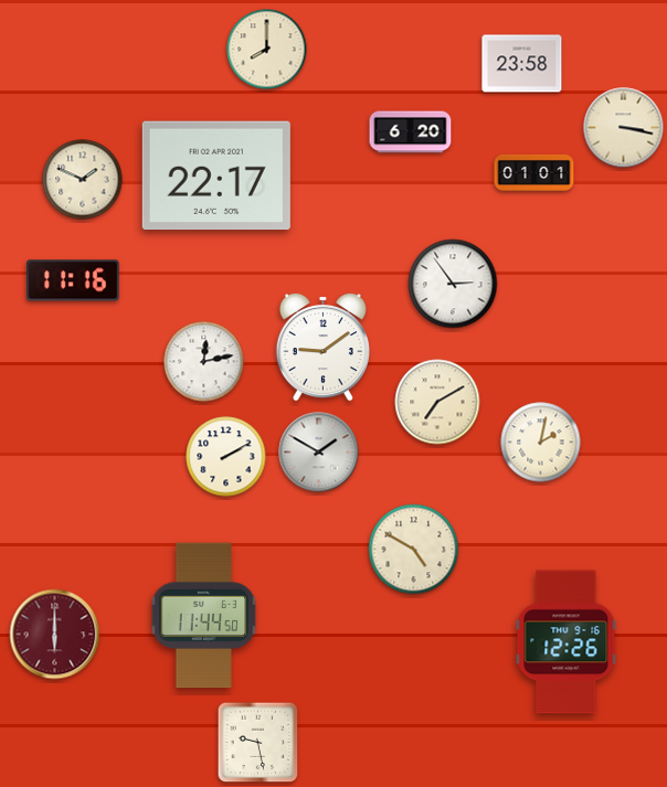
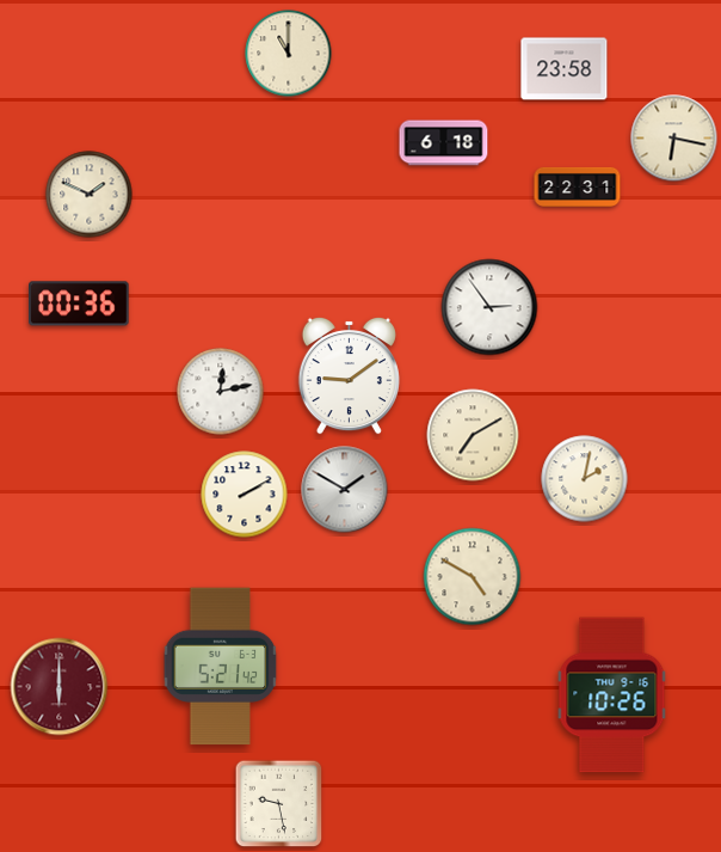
clock at (267, 50): 8:00 -> 11:00
clock at (624, 128): 3:17 -> 6:17
clock at (411, 132): 6:20 -> 6:18
clock at (534, 172): 01:01 -> 22:31
clock at (216, 176): 22:17 -> none
clock at (73, 280): 11:16 -> 00:36
clock at (414, 550) position: (414, 550) -> (473, 577)
clock at (204, 616): 11:44 -> 5:21
clock at (567, 642): 12:26 -> 10:26
